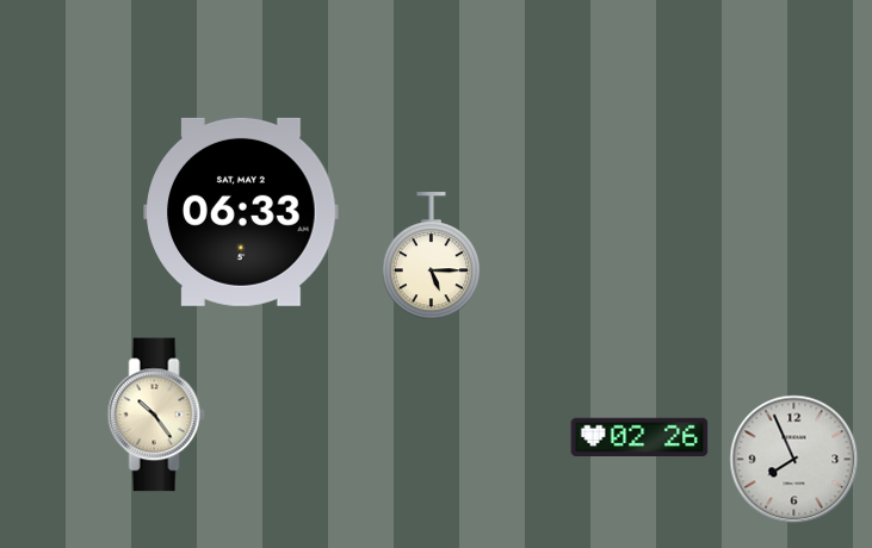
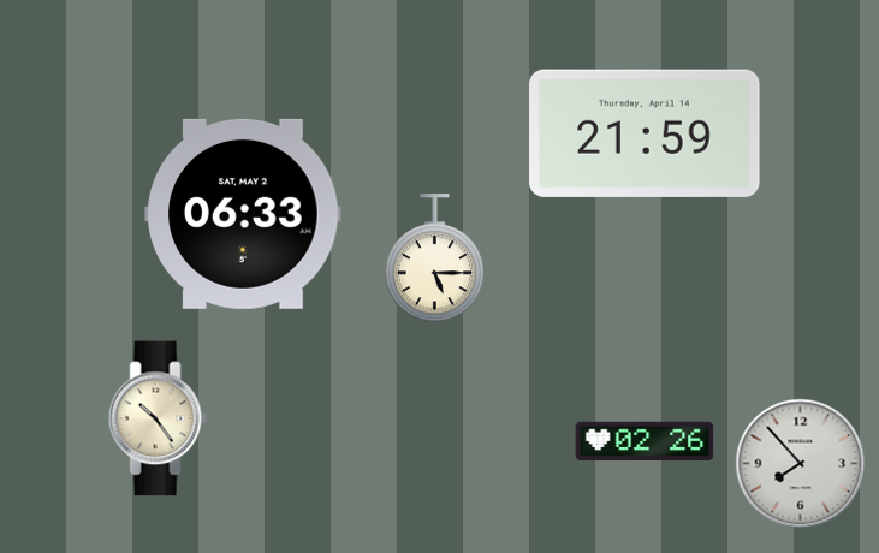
clock at (645, 133): none -> 21:59
clock at (794, 460): 7:56 -> 7:53
